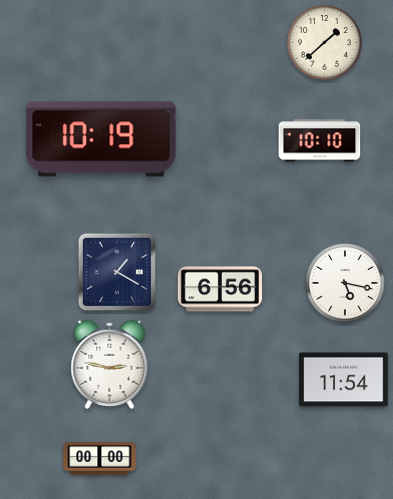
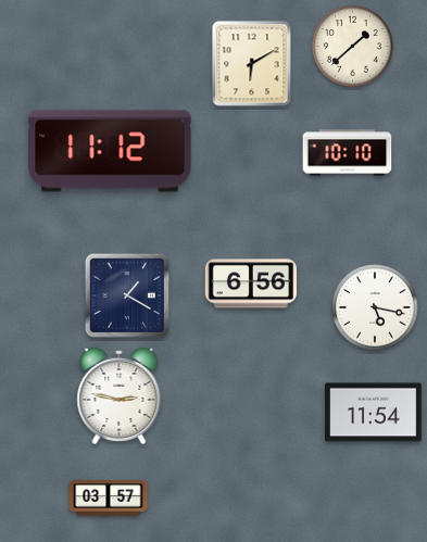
clock at (252, 64): none -> 6:10
clock at (101, 139): 10:19 -> 11:12
clock at (220, 289) position: (220, 289) -> (251, 283)
clock at (100, 459): 00:00 -> 03:57
